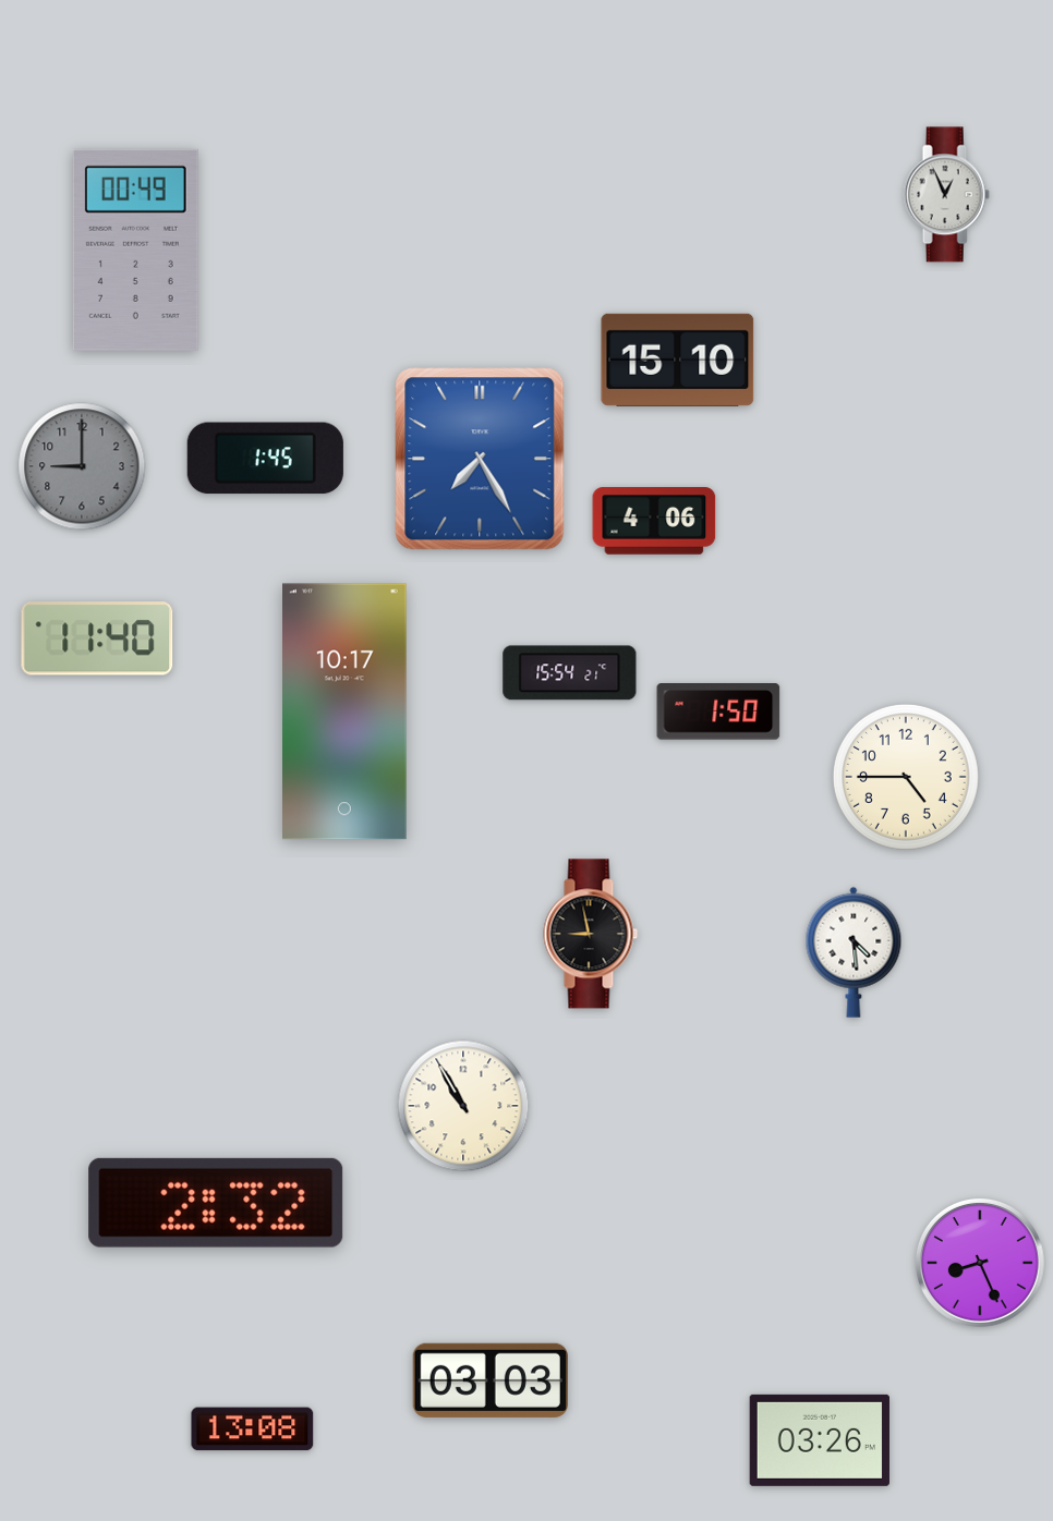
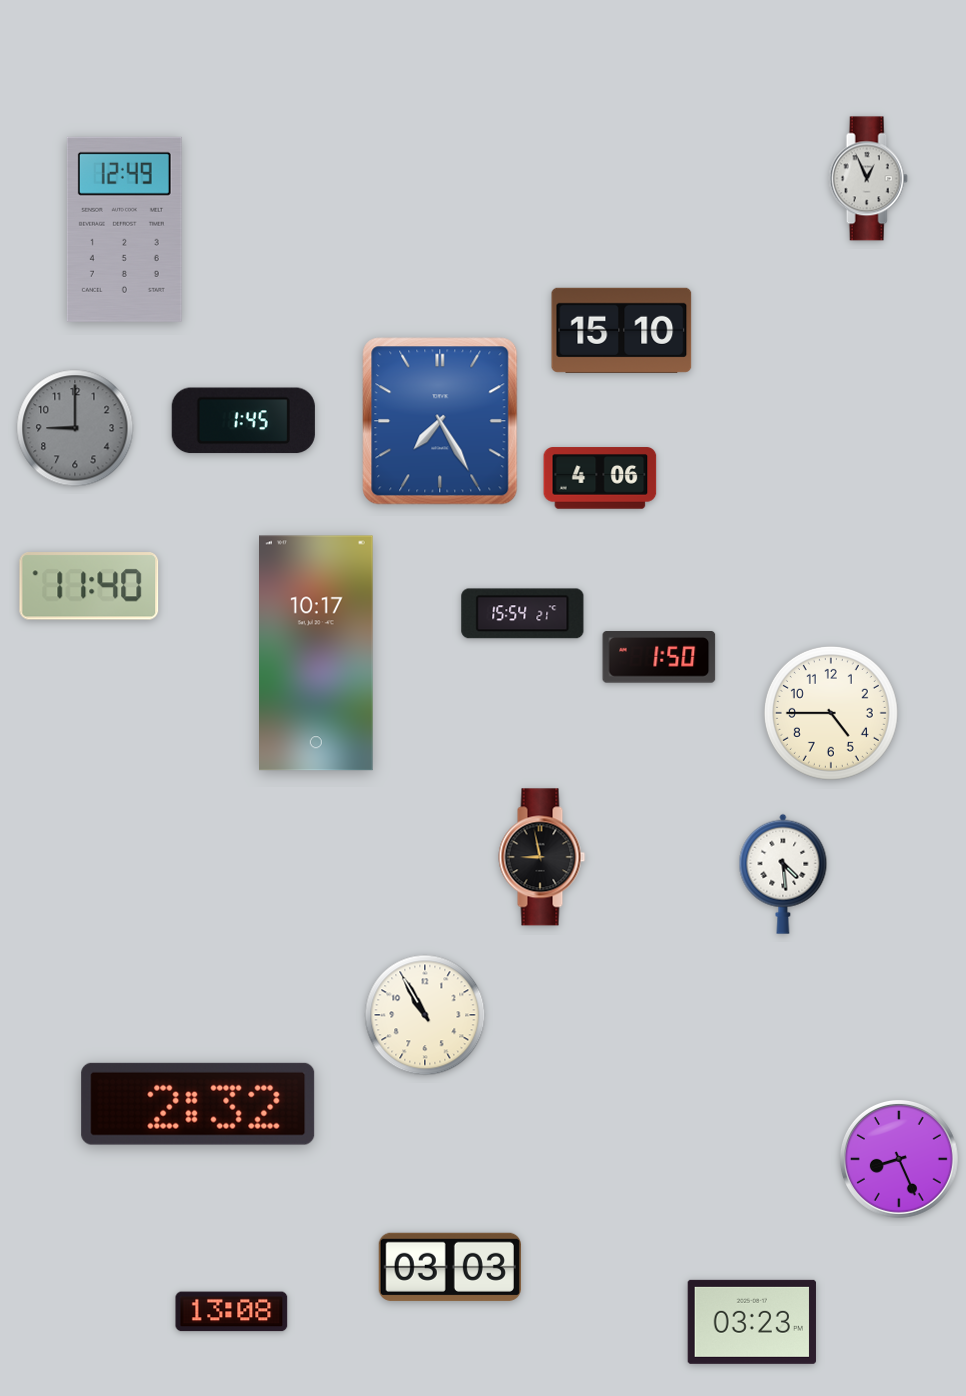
clock at (135, 250): 00:49 -> 12:49
clock at (570, 673) position: (570, 673) -> (523, 614)
clock at (718, 711) position: (718, 711) -> (659, 657)
clock at (820, 1440): 03:26 -> 03:23
